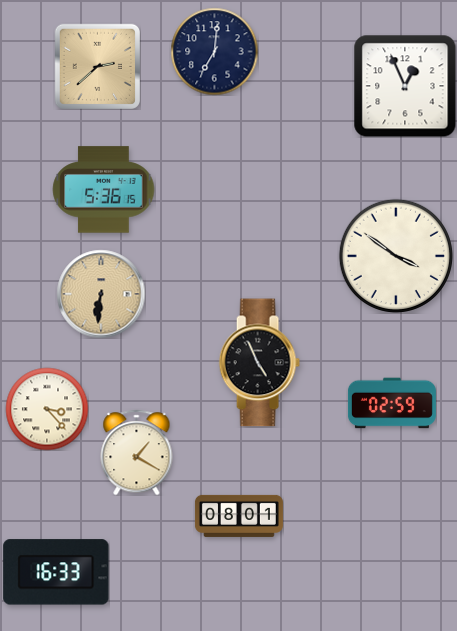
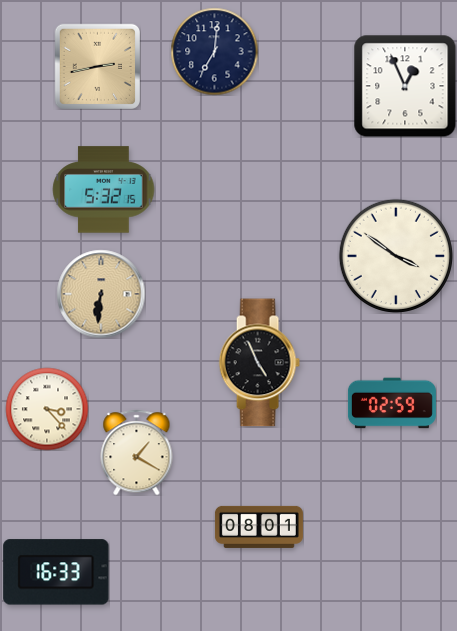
clock at (97, 66): 2:38 -> 2:43
clock at (104, 190): 5:36 -> 5:32
clock at (239, 516) position: (239, 516) -> (259, 527)
